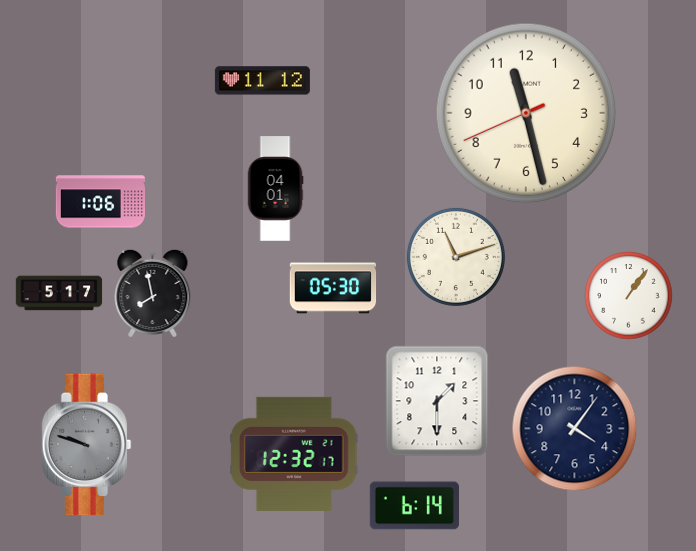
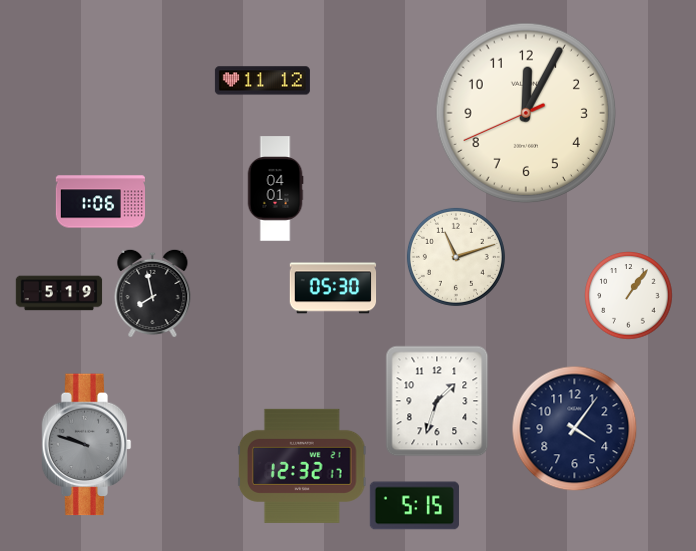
clock at (526, 113): 11:27 -> 12:04
clock at (59, 293): 5:17 -> 5:19
clock at (437, 401): 1:30 -> 1:33
clock at (294, 454) position: (294, 454) -> (302, 466)
clock at (414, 506): 6:14 -> 5:15
